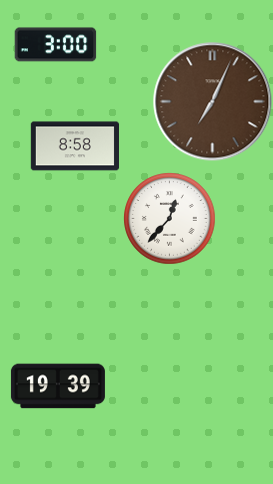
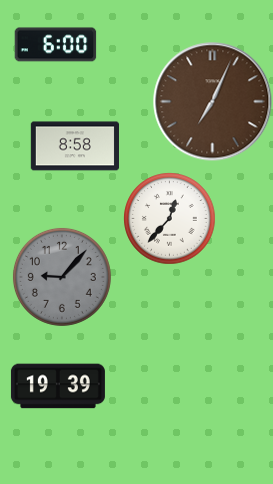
clock at (55, 45): 3:00 -> 6:00
clock at (62, 277): none -> 9:07
